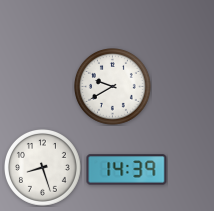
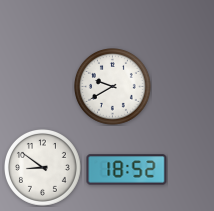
clock at (43, 168): 8:27 -> 8:51
clock at (127, 170): 14:39 -> 18:52
